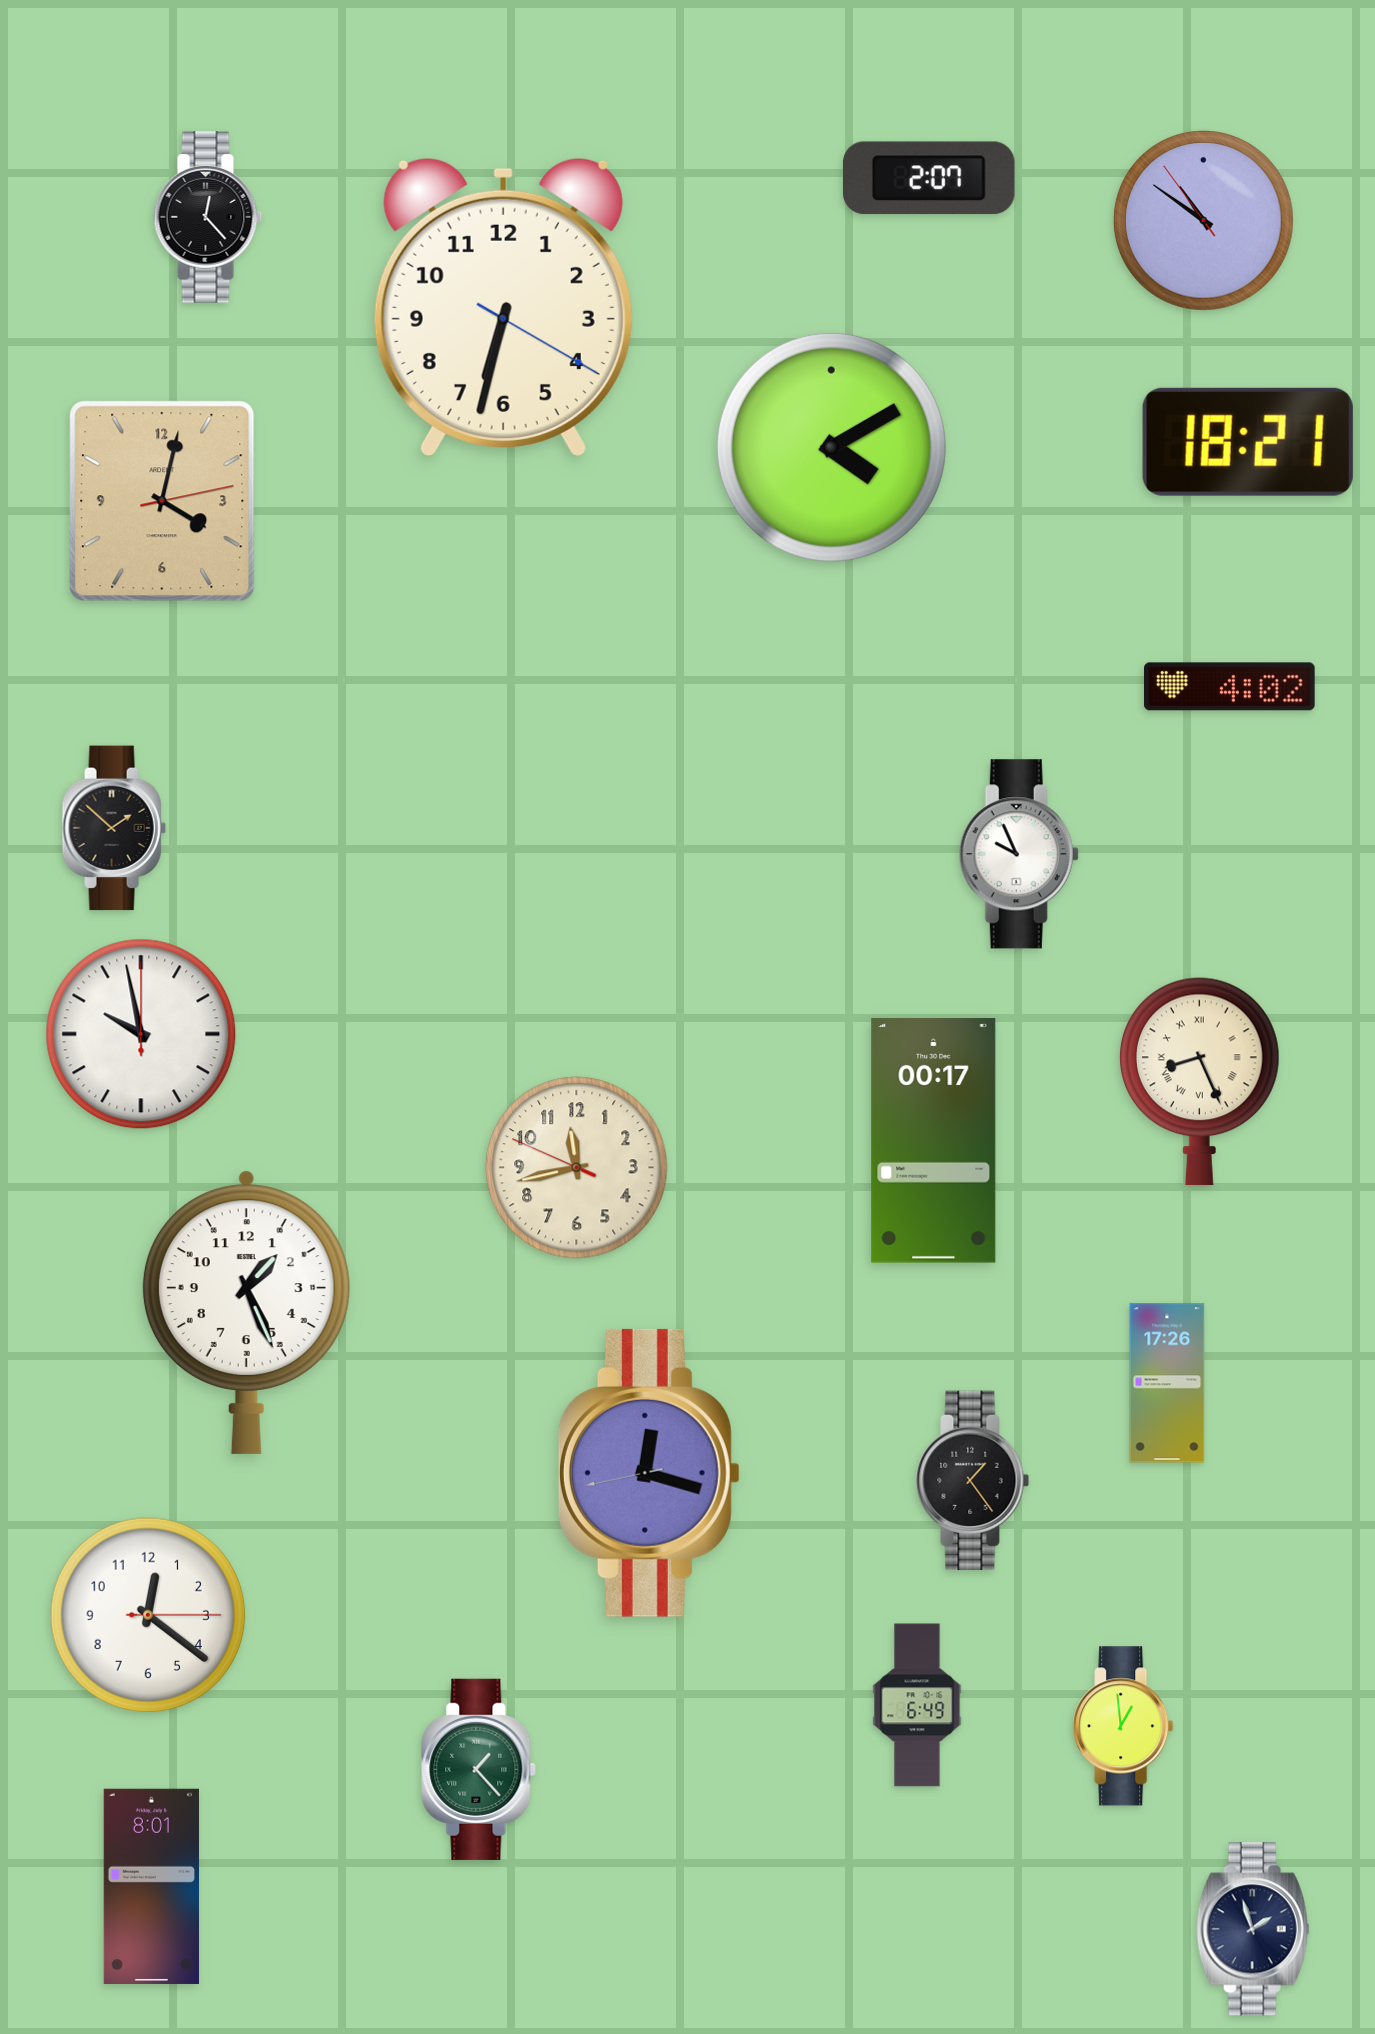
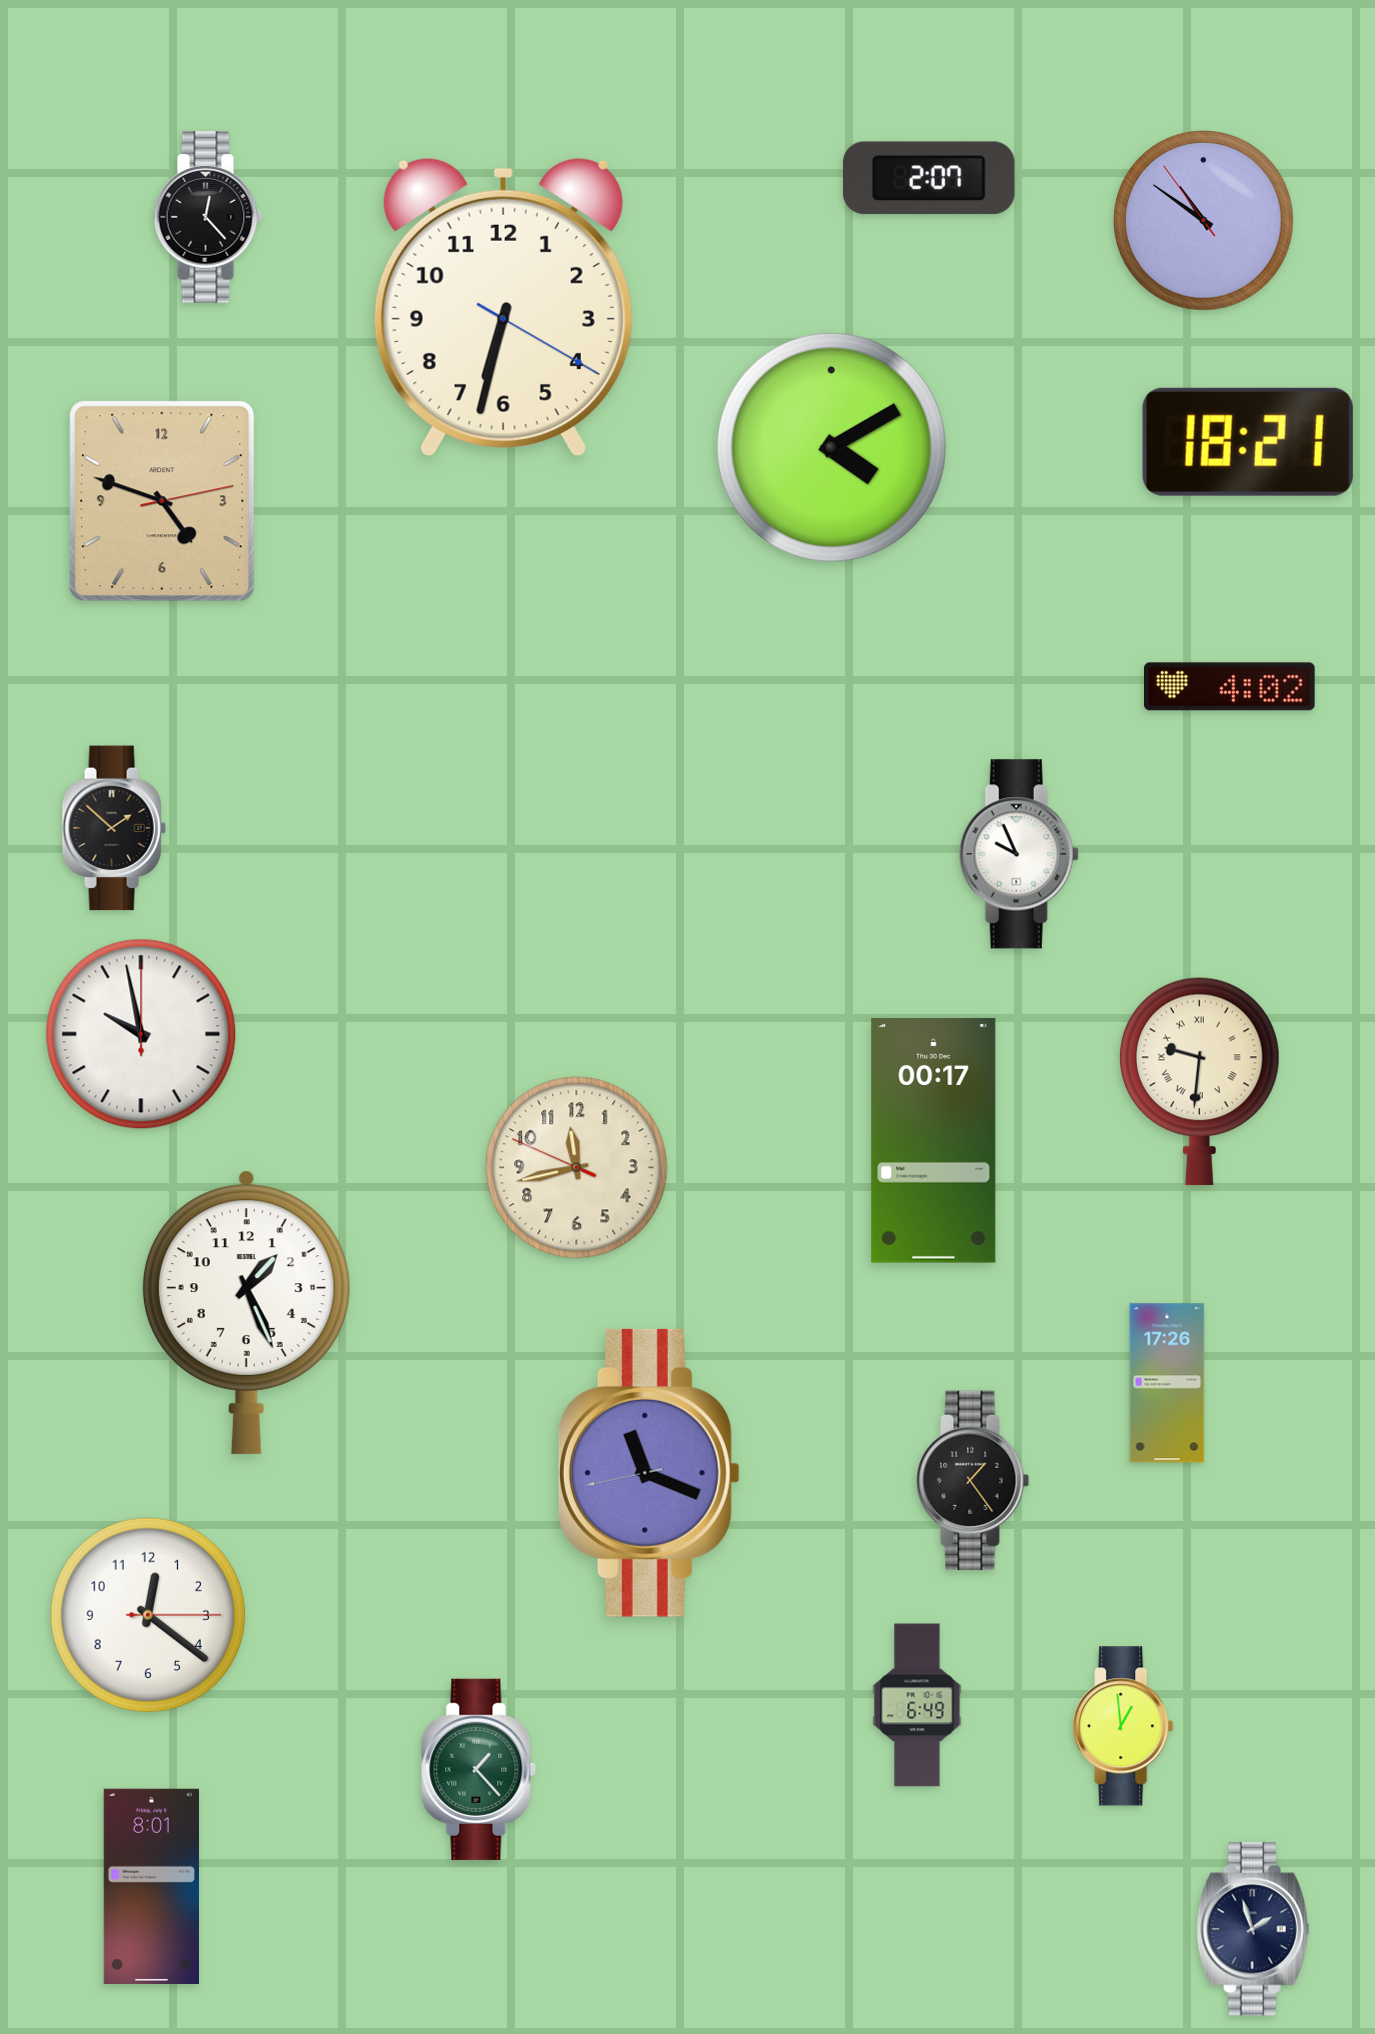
clock at (162, 501): 4:02 -> 4:48
clock at (1199, 1081): 8:26 -> 9:31
clock at (649, 1473): 12:17 -> 11:18
